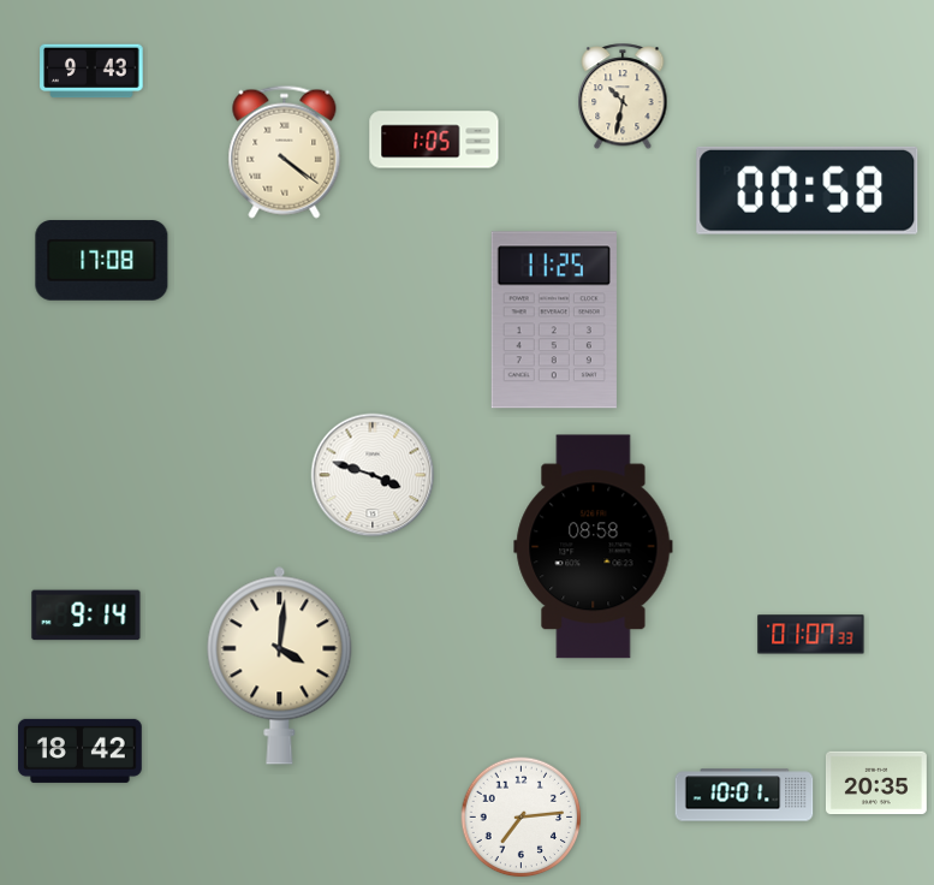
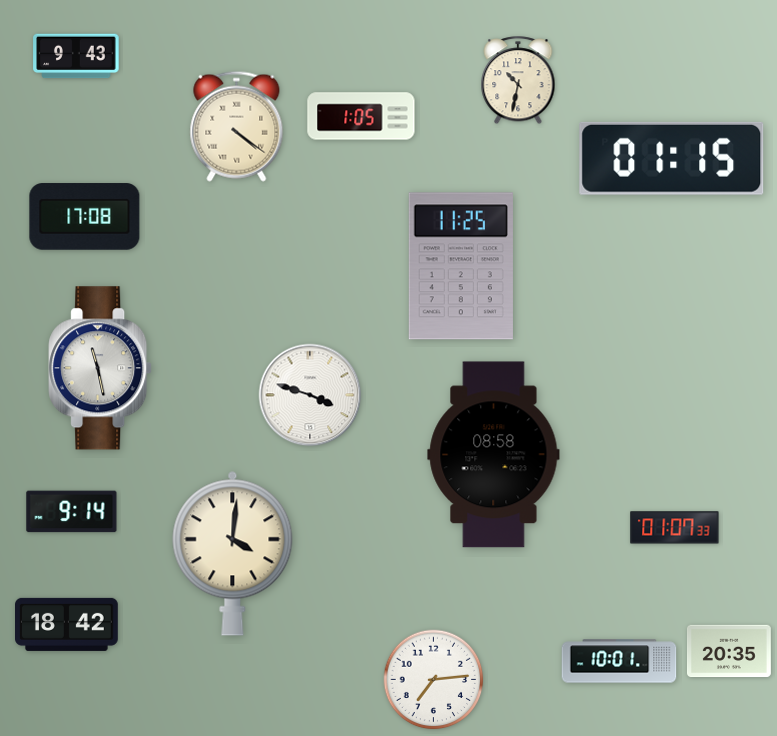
clock at (91, 71) position: (91, 71) -> (76, 56)
clock at (808, 190): 00:58 -> 01:15
clock at (100, 368): none -> 11:28
